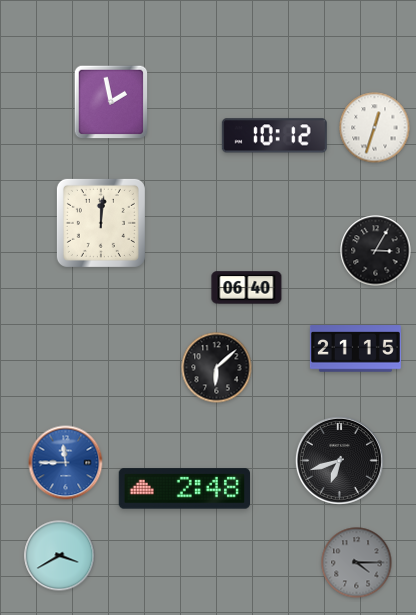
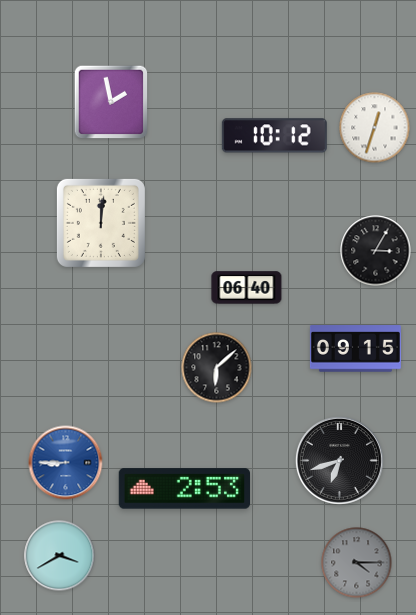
clock at (355, 349): 21:15 -> 09:15
clock at (66, 463): 11:45 -> 8:45
clock at (185, 489): 2:48 -> 2:53
